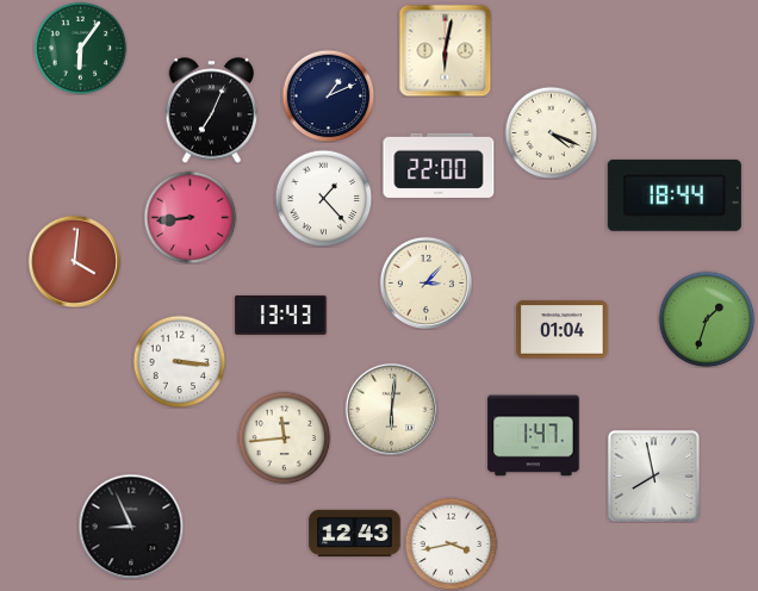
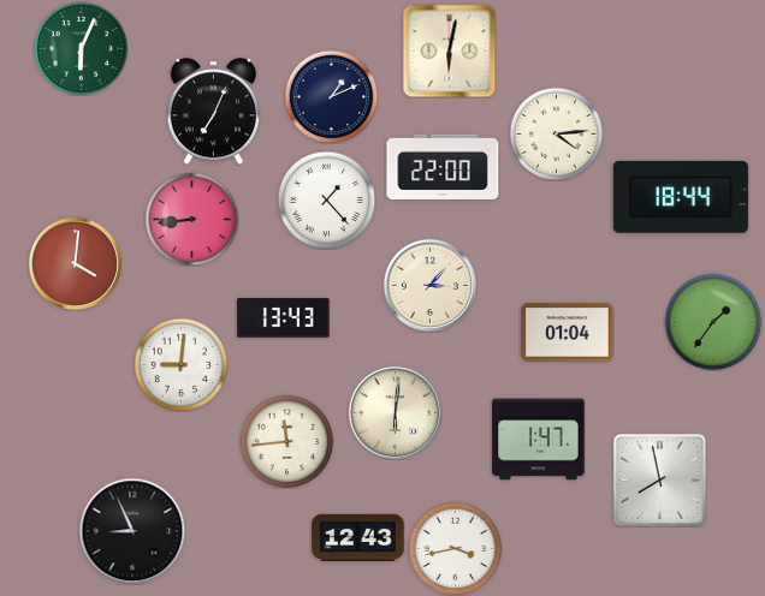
clock at (80, 48): 6:06 -> 6:04
clock at (551, 132): 4:19 -> 4:14
clock at (707, 319): 1:33 -> 1:36
clock at (179, 361): 3:16 -> 9:01
